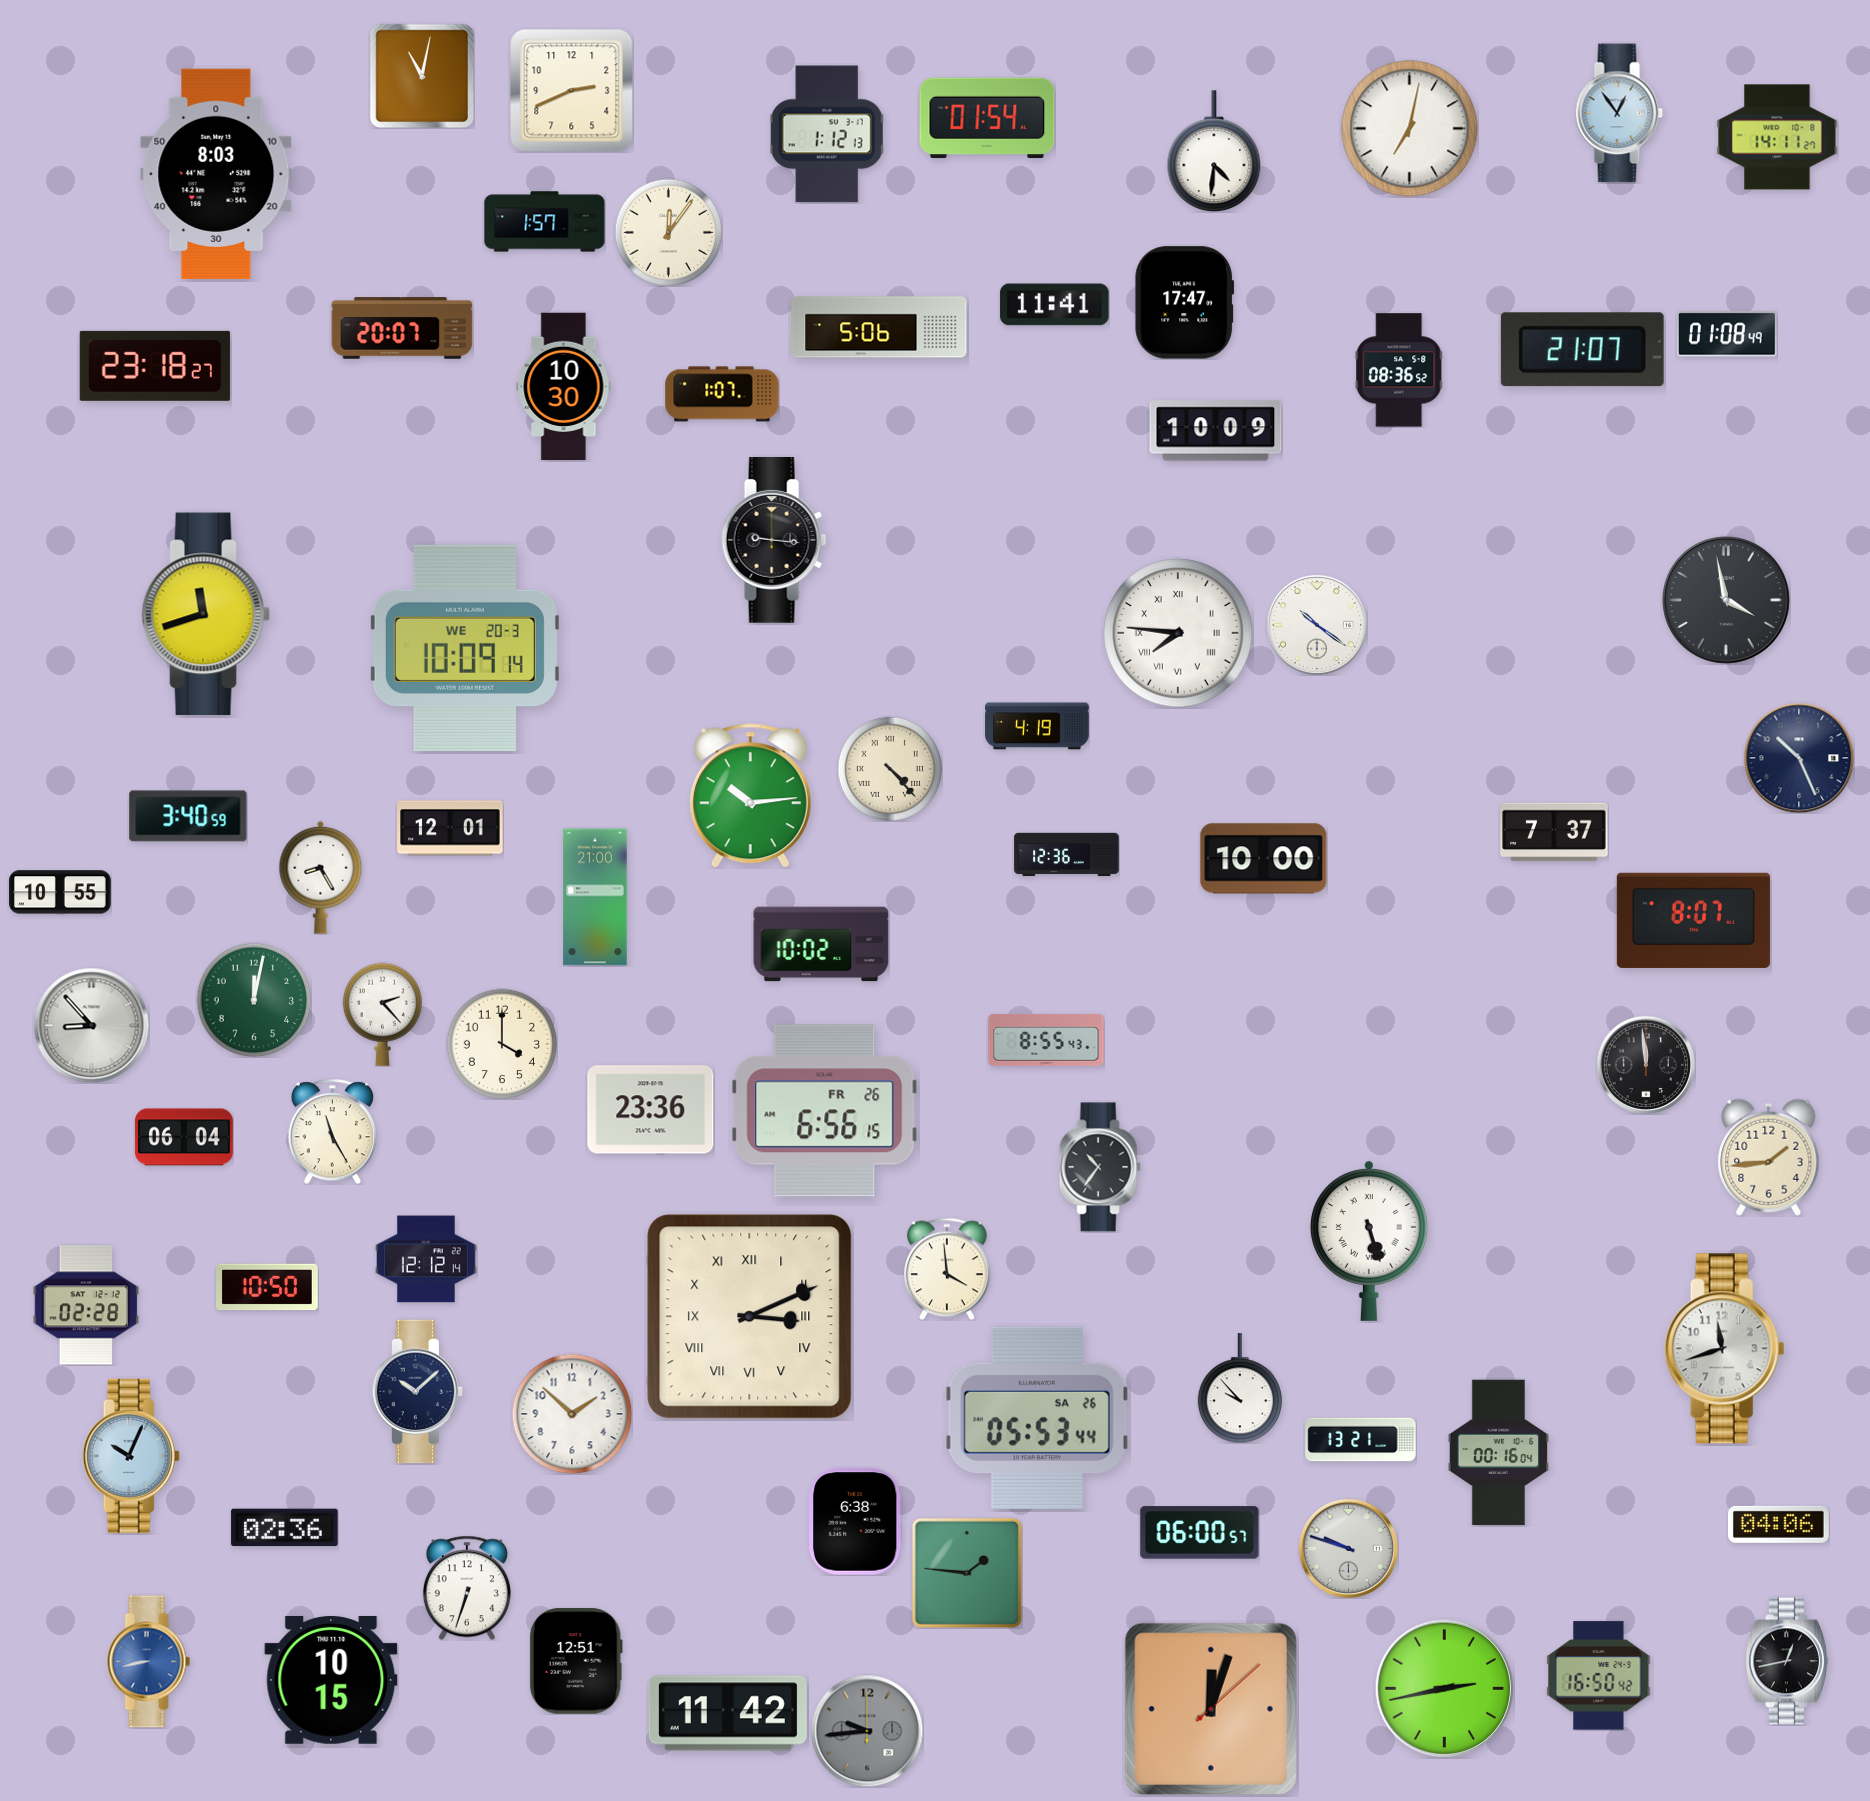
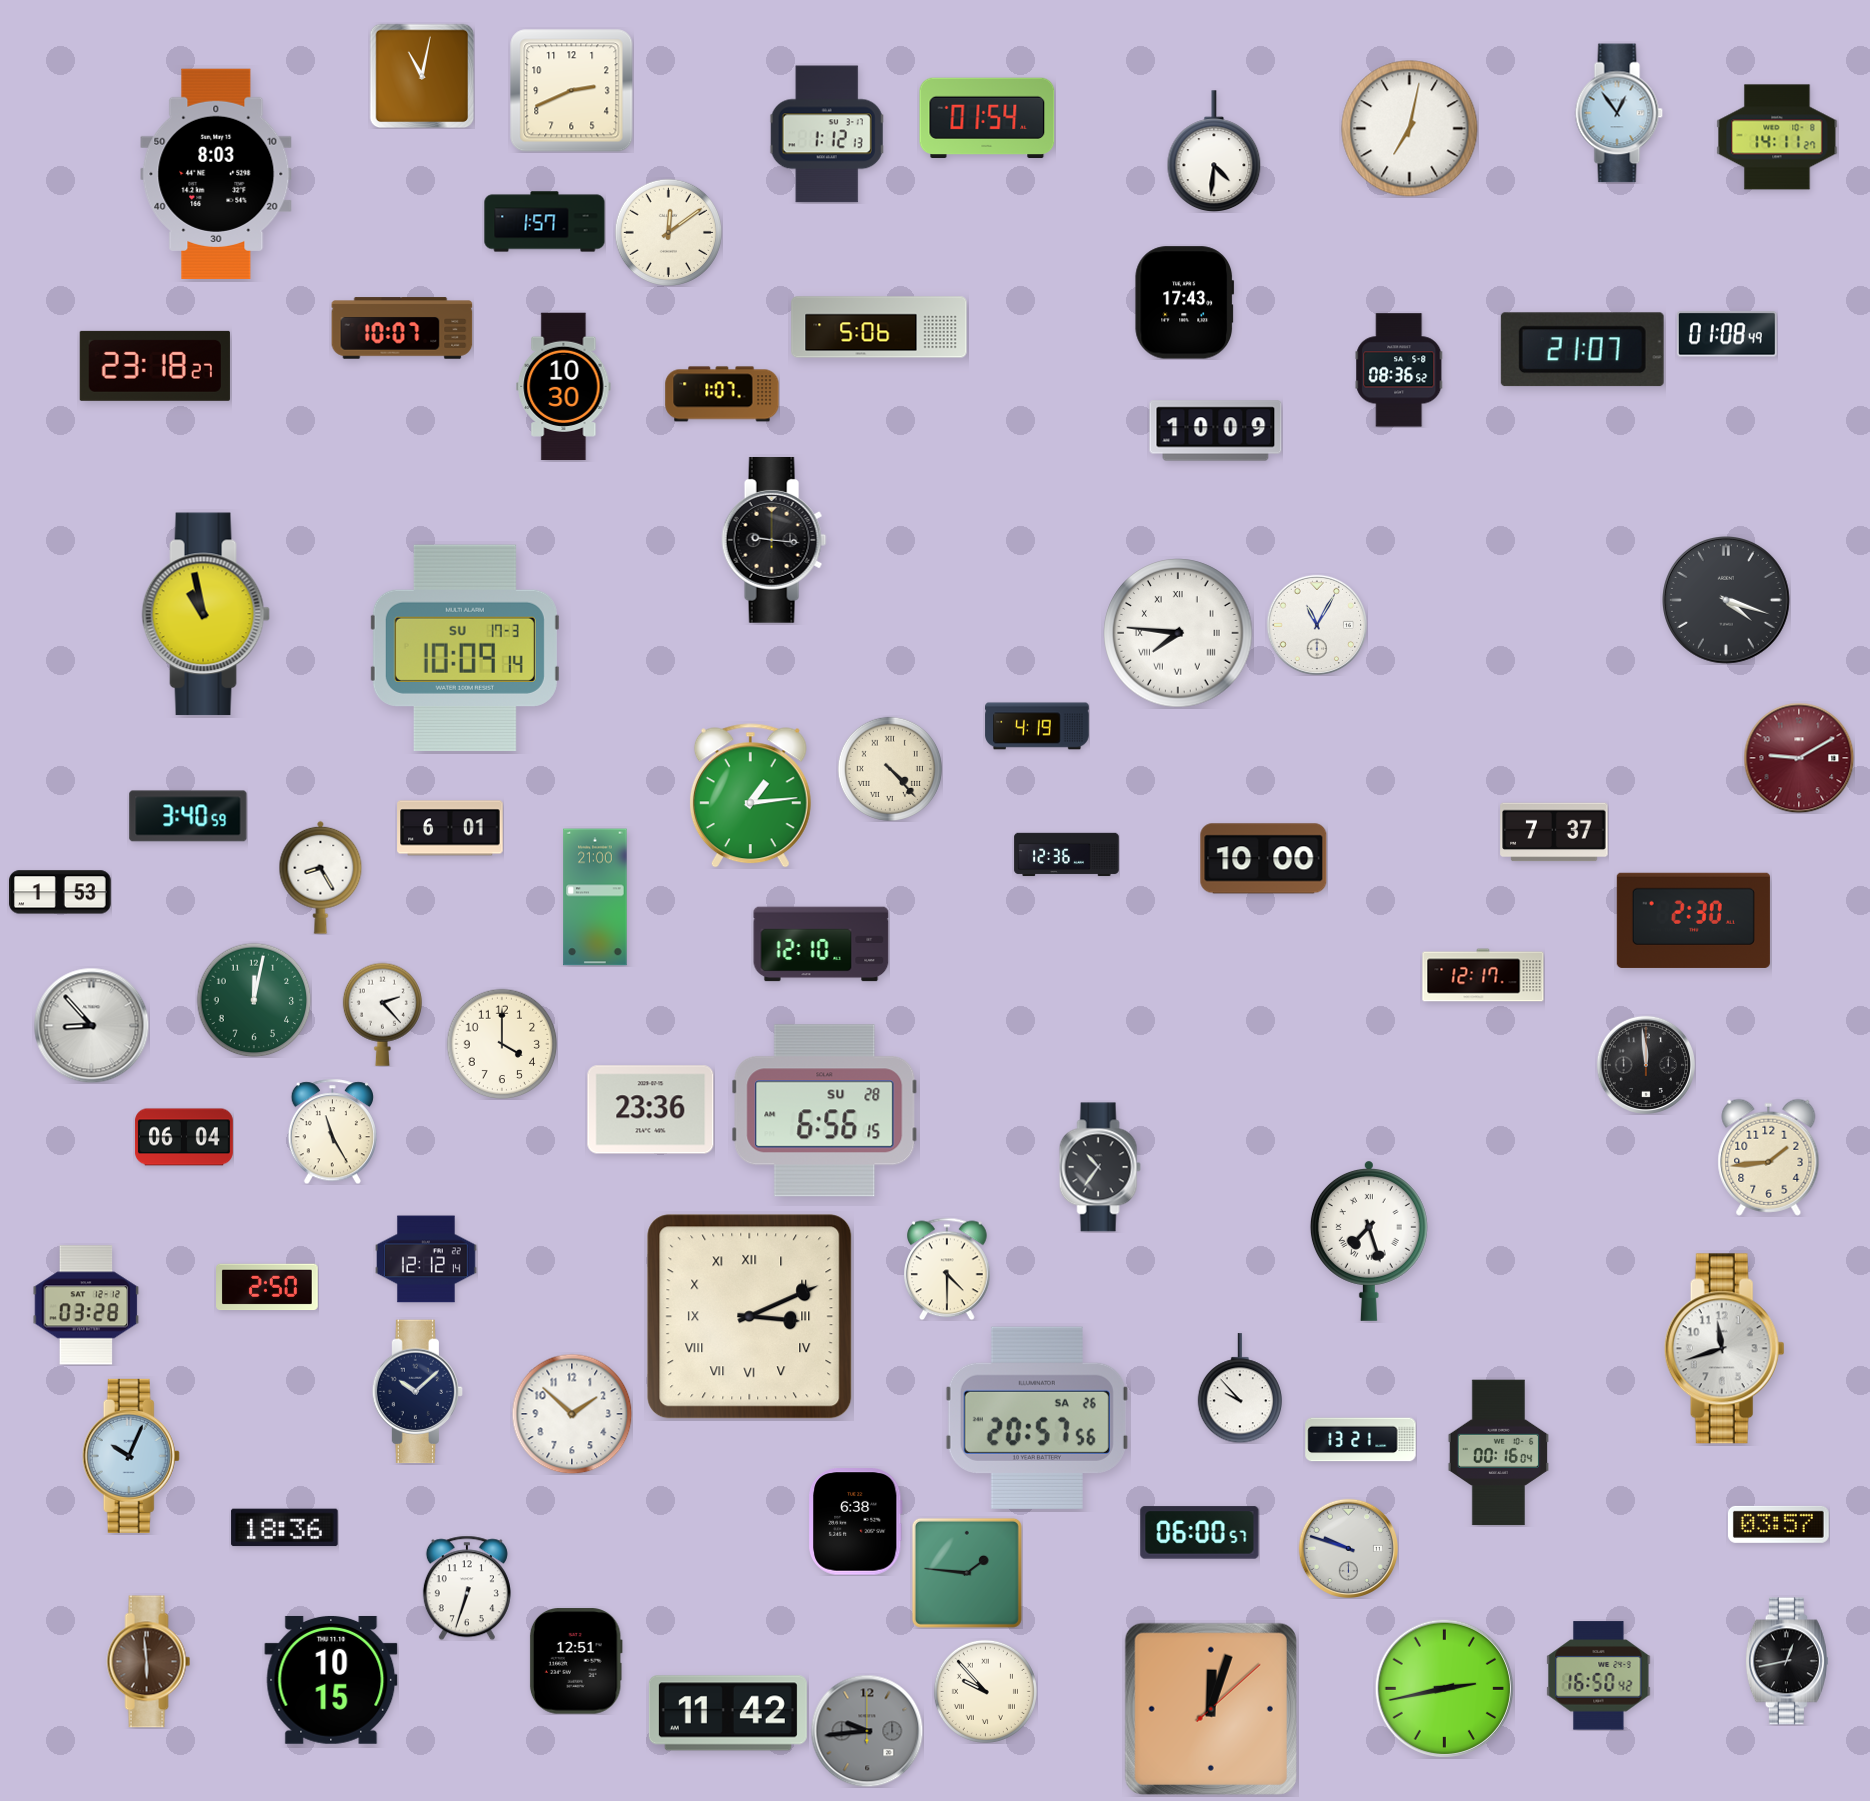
clock at (668, 232): 12:06 -> 12:09
clock at (1185, 303): 17:47 -> 17:43
clock at (1055, 305): 11:41 -> none
clock at (402, 328): 20:07 -> 10:07
clock at (1727, 601): 3:58 -> 4:18
clock at (206, 614): 11:42 -> 10:58
clock at (1317, 625): 10:21 -> 11:05
clock at (465, 647) date: WE 20-3 -> SU 17-3
clock at (1799, 758): 10:26 -> 9:10
clock at (1799, 758) dial: navy -> burgundy
clock at (750, 796): 10:14 -> 1:14
clock at (450, 828): 12:01 -> 6:01
clock at (61, 892): 10:55 -> 1:53
clock at (1693, 920): 8:07 -> 2:30
clock at (821, 944): 10:02 -> 12:10
clock at (1483, 975): none -> 12:17
clock at (1046, 1040): 8:55 -> none
clock at (825, 1111) date: FR 26 -> SU 28
clock at (1369, 1241): 5:27 -> 7:27
clock at (948, 1269): 3:59 -> 4:30
clock at (268, 1287): 10:50 -> 2:50
clock at (86, 1305): 02:28 -> 03:28
clock at (1037, 1418): 05:53 -> 20:57
clock at (1778, 1524): 04:06 -> 03:57
clock at (285, 1528): 02:36 -> 18:36
clock at (149, 1662): 8:43 -> 5:59
clock at (149, 1662) dial: blue -> brown
clock at (985, 1691): none -> 9:53
